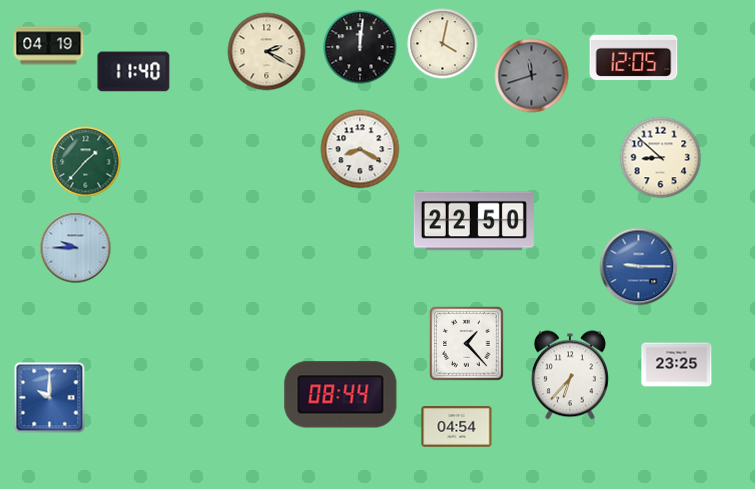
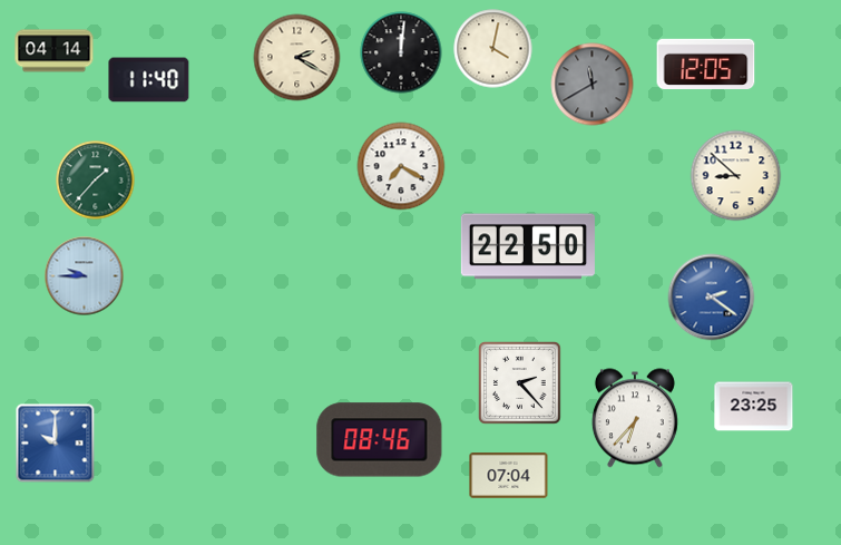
clock at (49, 46): 04:19 -> 04:14
clock at (532, 76): 11:42 -> 11:40
clock at (360, 149): 8:20 -> 7:20
clock at (639, 267): 9:15 -> 2:21
clock at (467, 344): 1:23 -> 2:23
clock at (341, 395): 08:44 -> 08:46
clock at (457, 427): 04:54 -> 07:04
